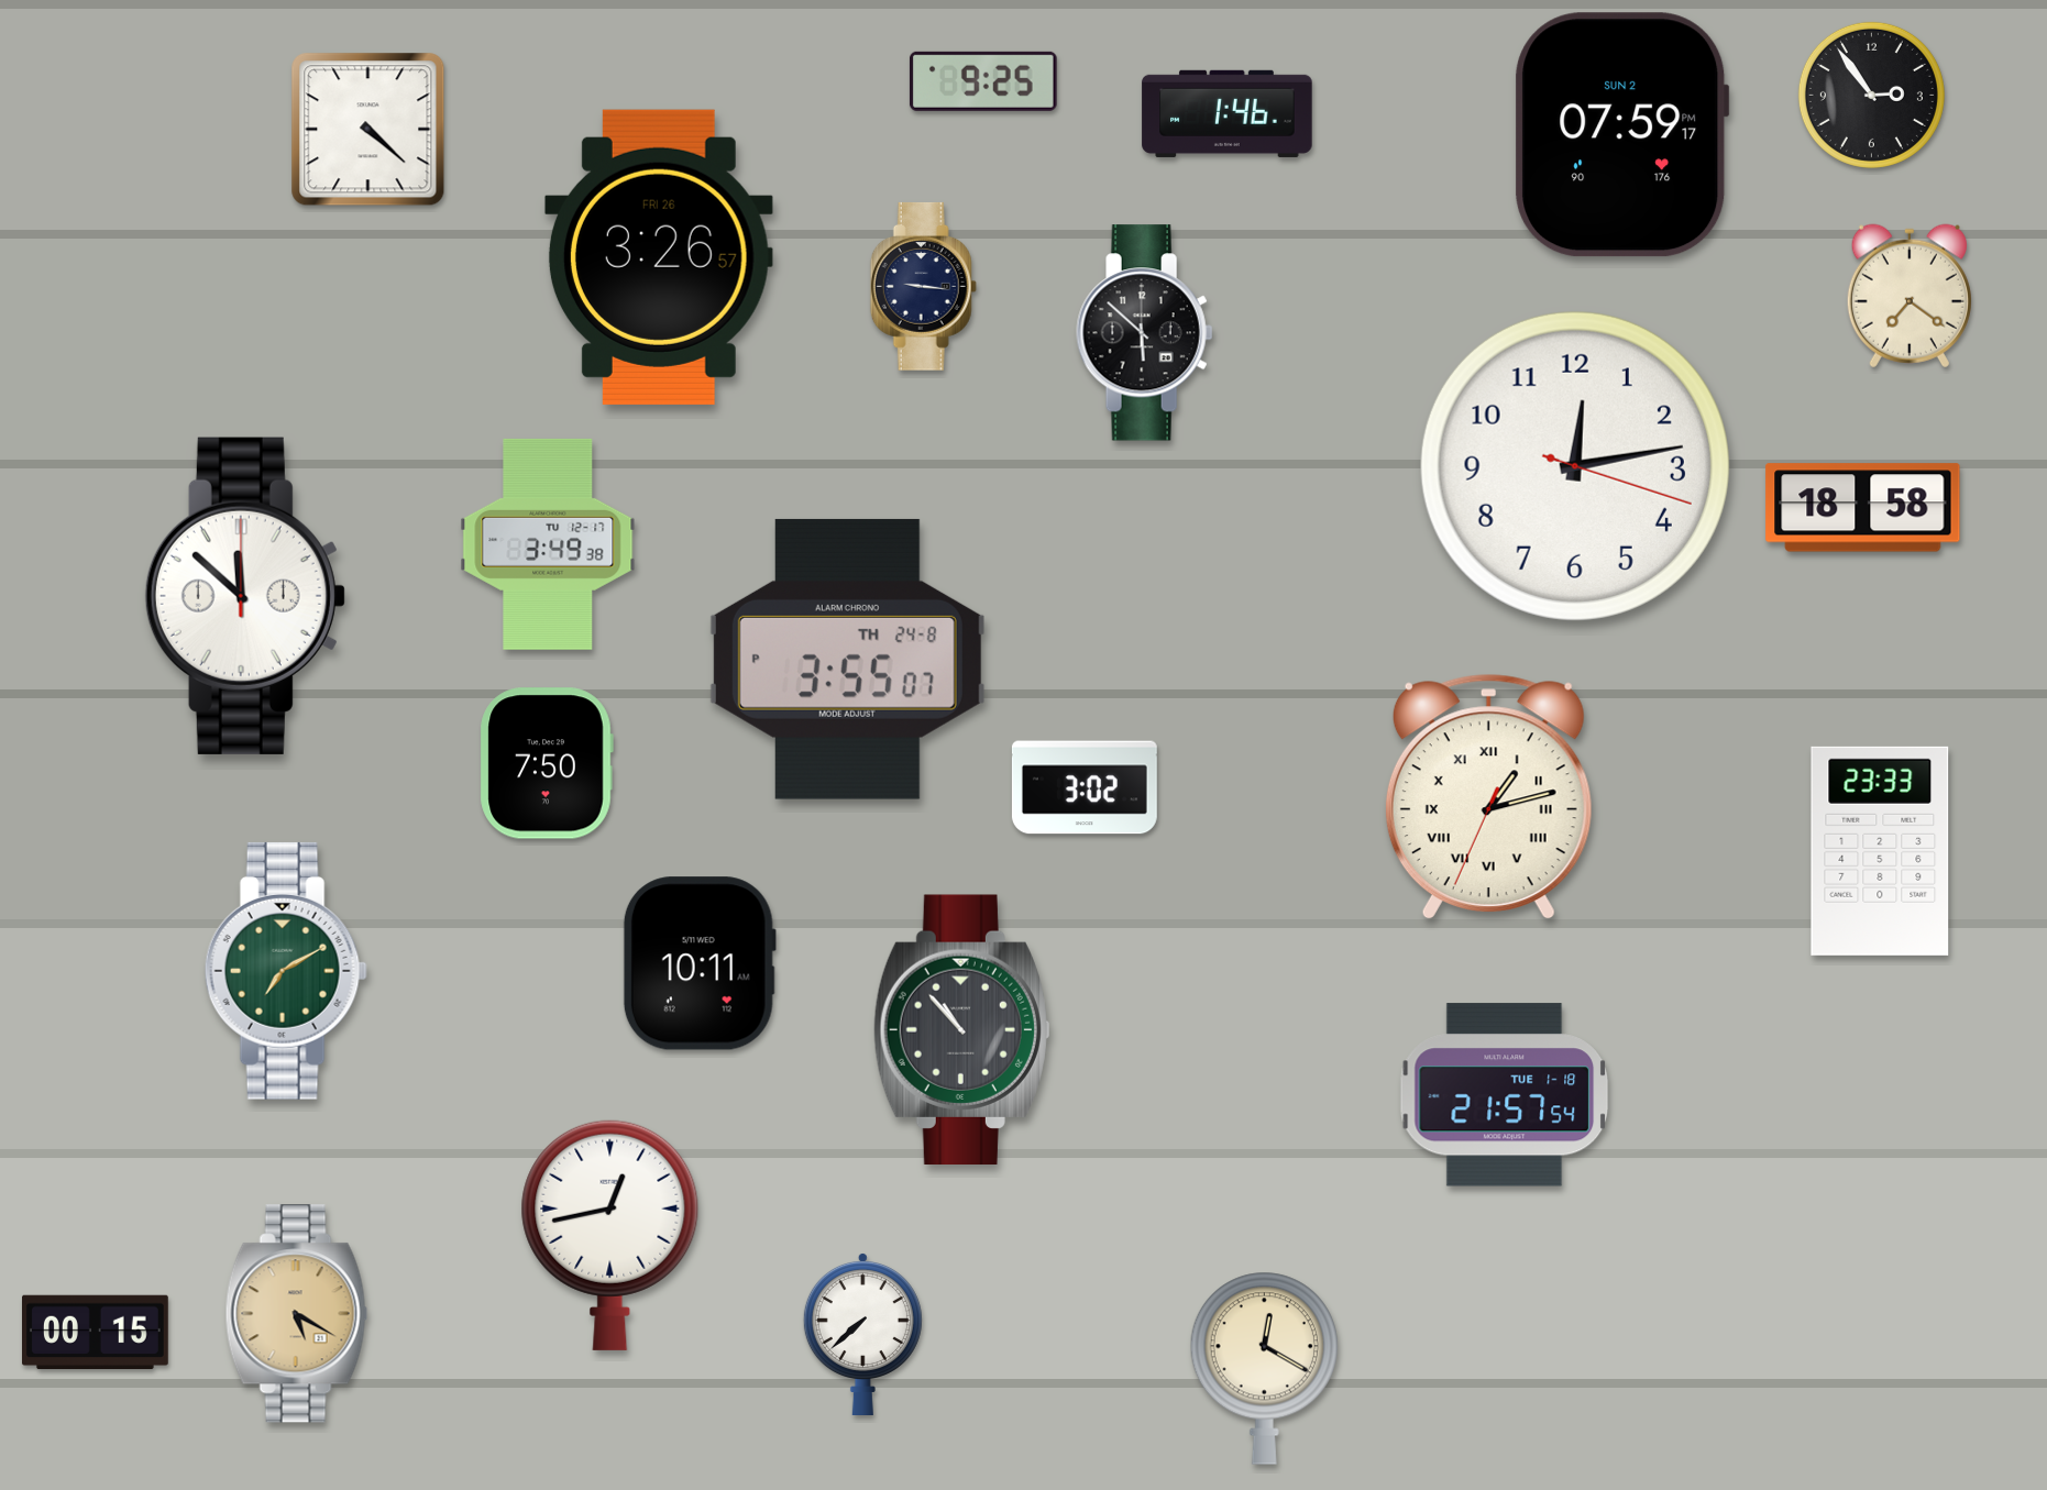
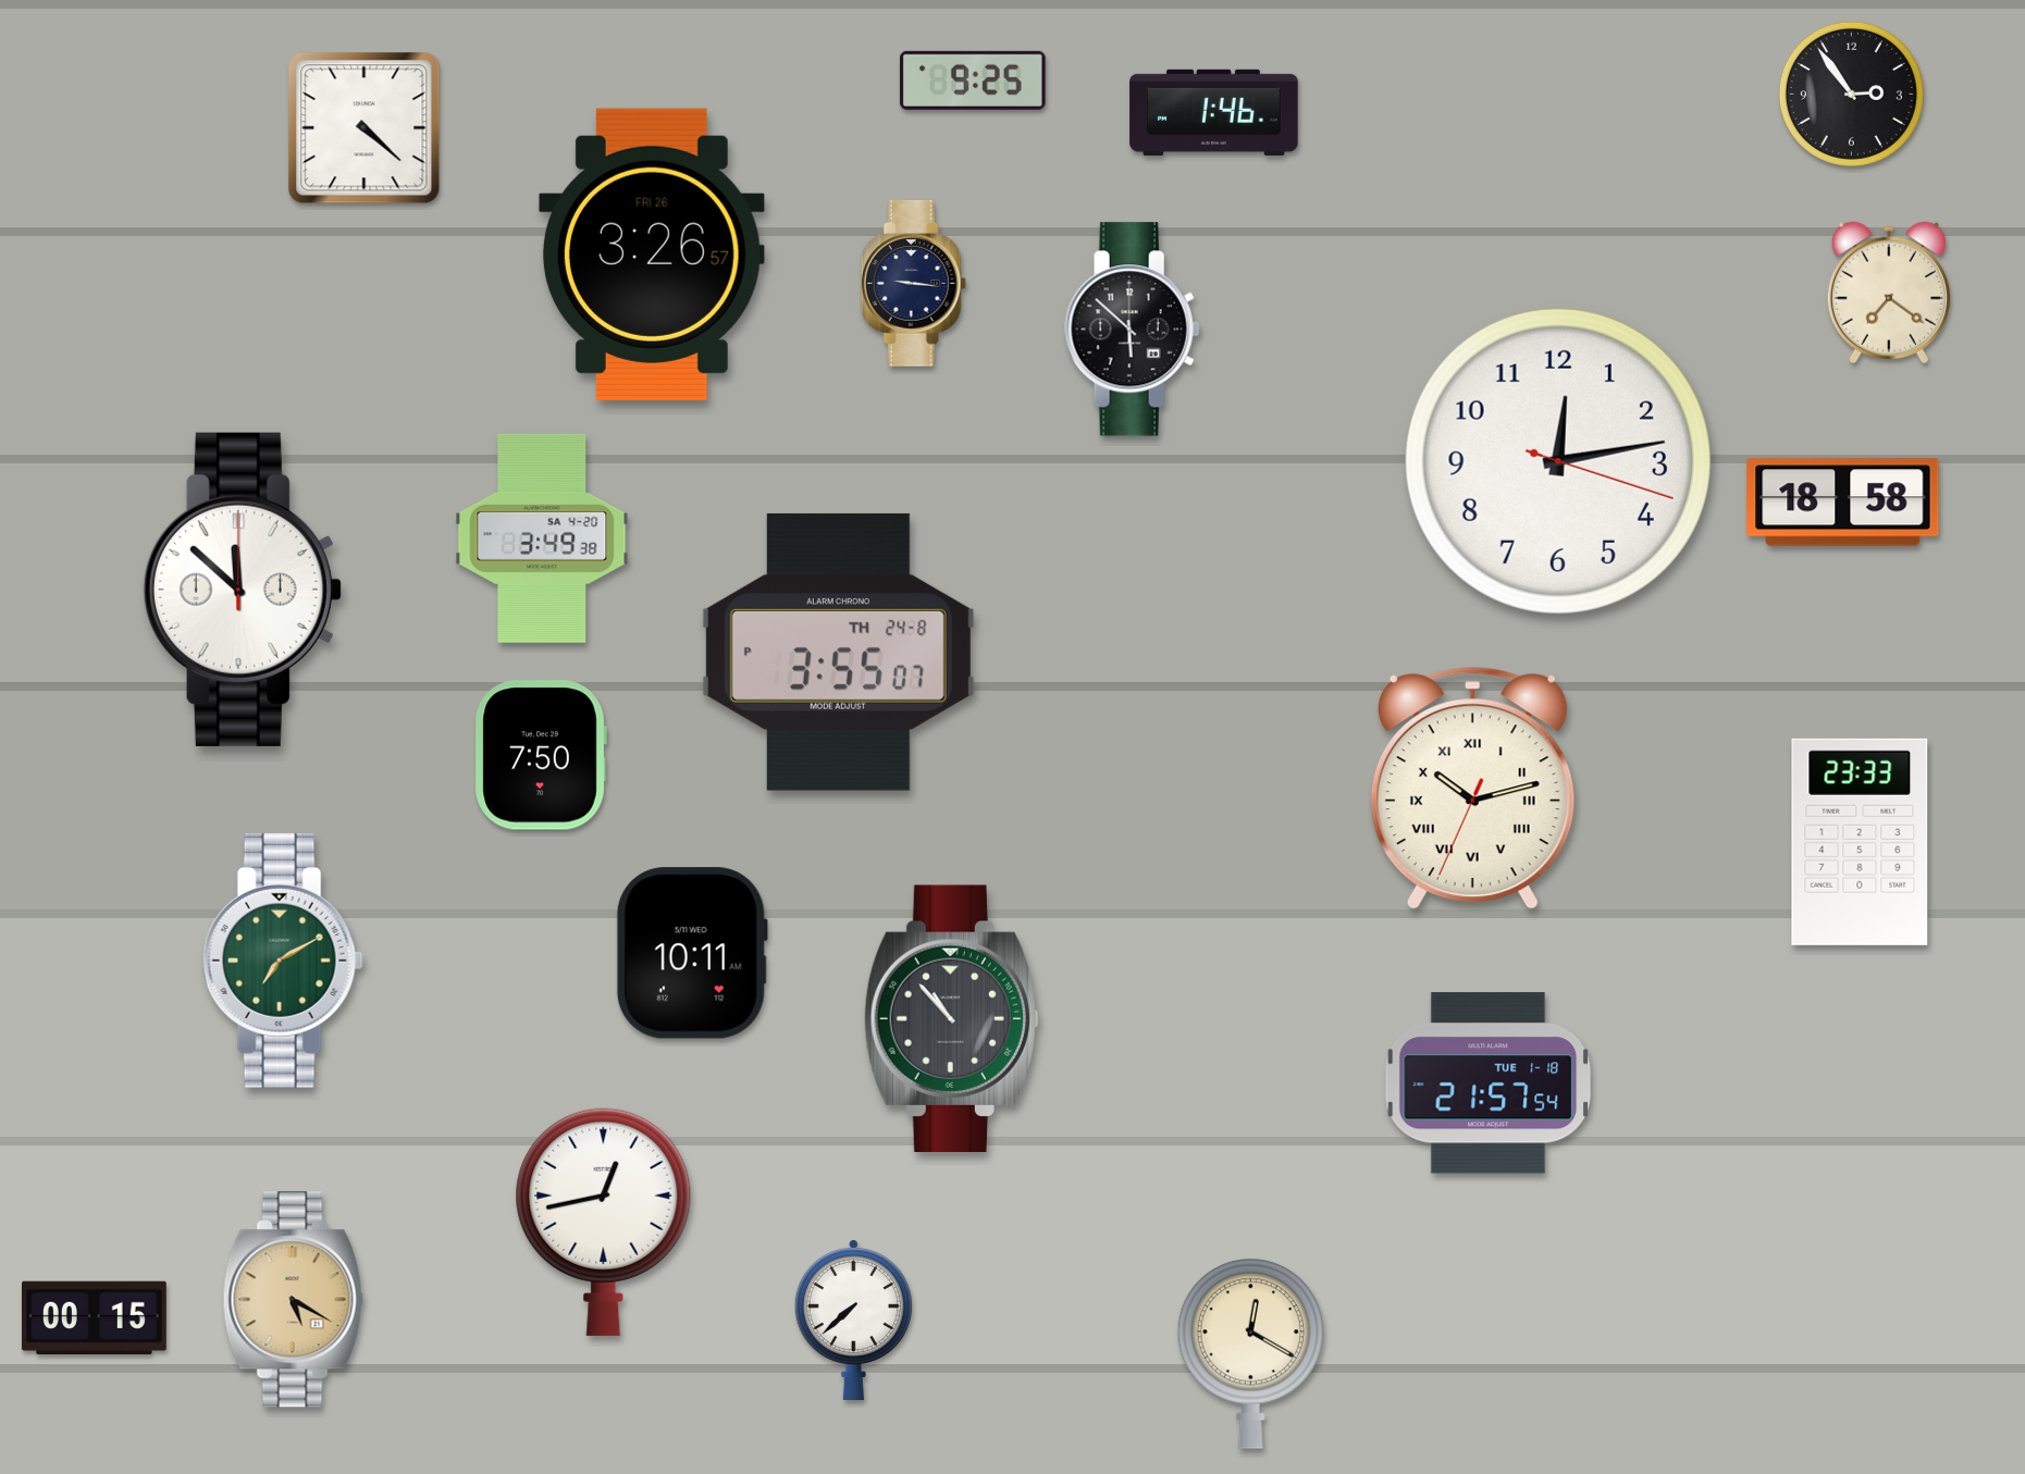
clock at (1622, 135): 07:59 -> none
clock at (548, 544) date: TU 12-17 -> SA 4-20
clock at (1085, 787): 3:02 -> none
clock at (1488, 797): 1:12 -> 10:12
